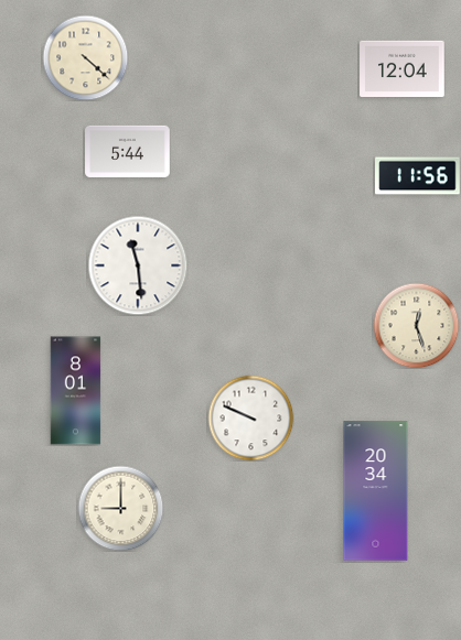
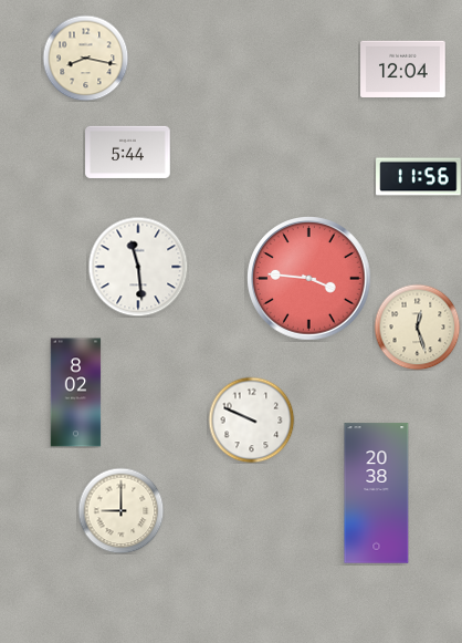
clock at (85, 57): 4:22 -> 8:17
clock at (309, 279): none -> 3:46
clock at (76, 391): 8:01 -> 8:02
clock at (376, 491): 20:34 -> 20:38
